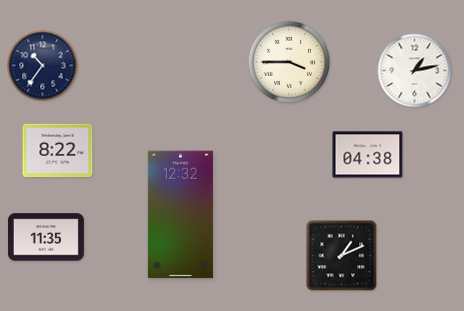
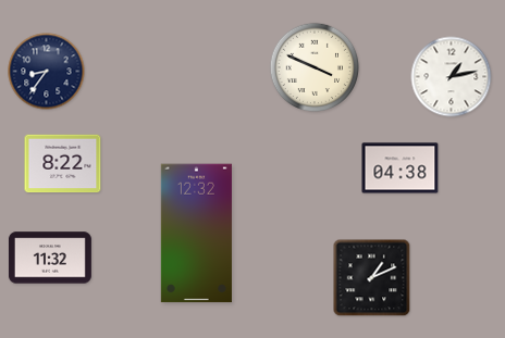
clock at (289, 62): 3:45 -> 3:49
clock at (43, 66): 10:36 -> 8:36
clock at (46, 237): 11:35 -> 11:32
